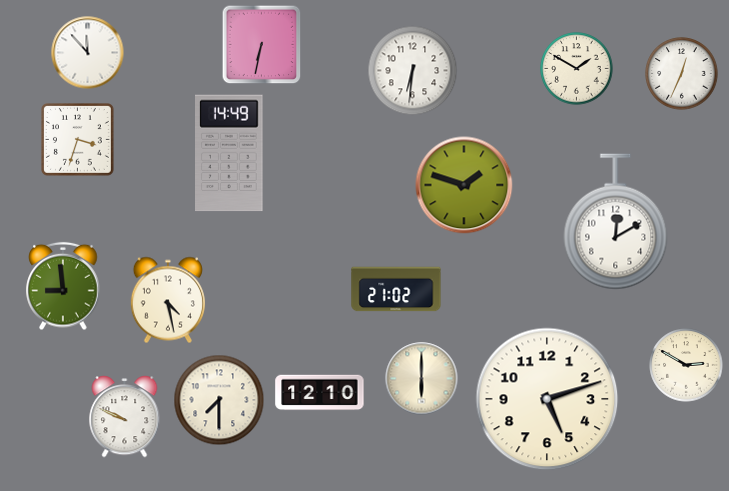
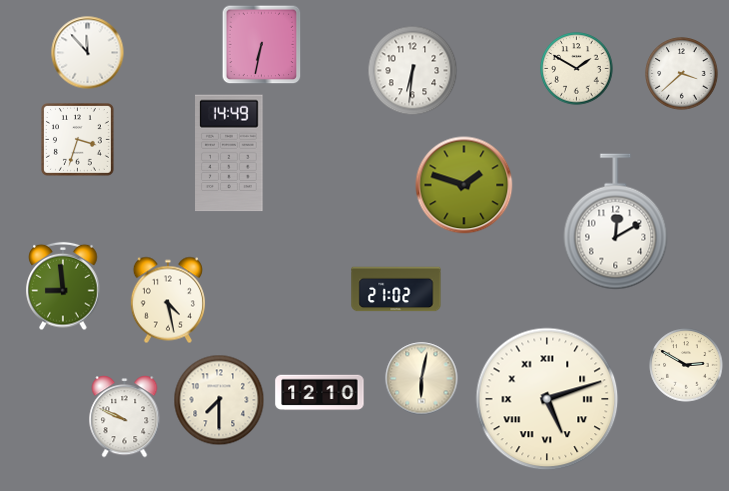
clock at (682, 74): 12:34 -> 3:38
clock at (422, 379): 6:00 -> 6:02
clock at (547, 399) numerals: Arabic -> Roman
